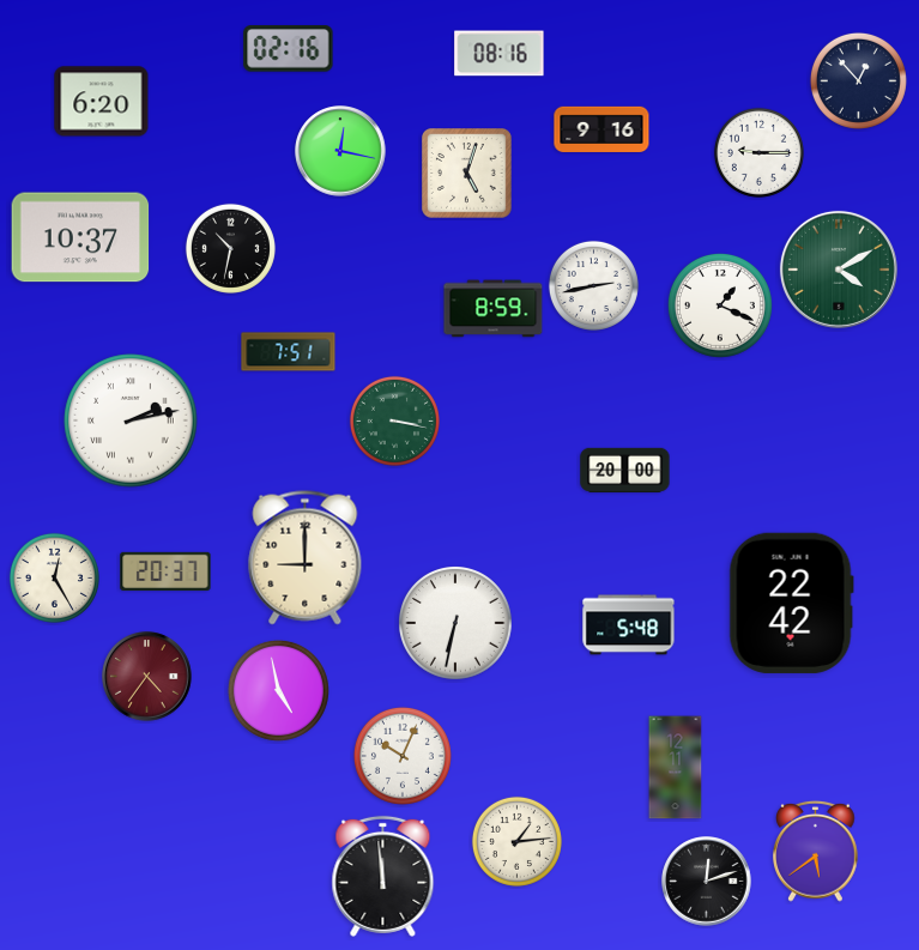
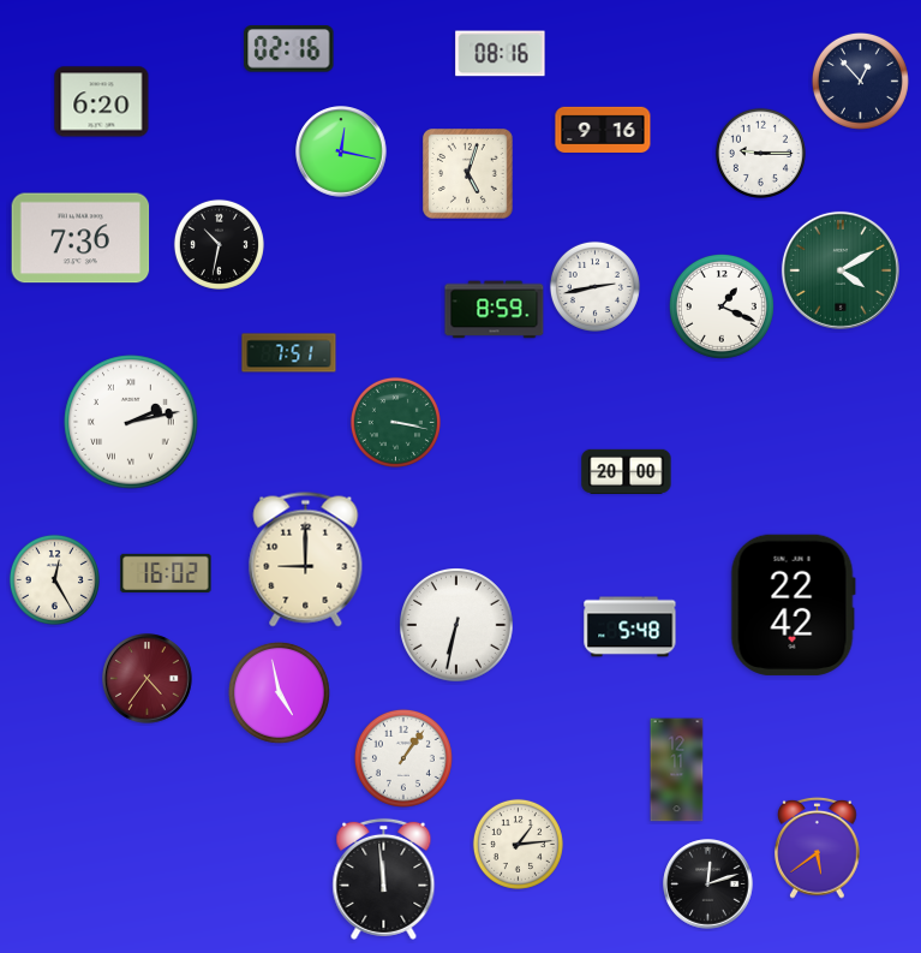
clock at (80, 237): 10:37 -> 7:36
clock at (230, 248) position: (230, 248) -> (219, 244)
clock at (165, 571): 20:37 -> 16:02
clock at (403, 756): 10:04 -> 1:06
clock at (816, 851) position: (816, 851) -> (818, 847)
